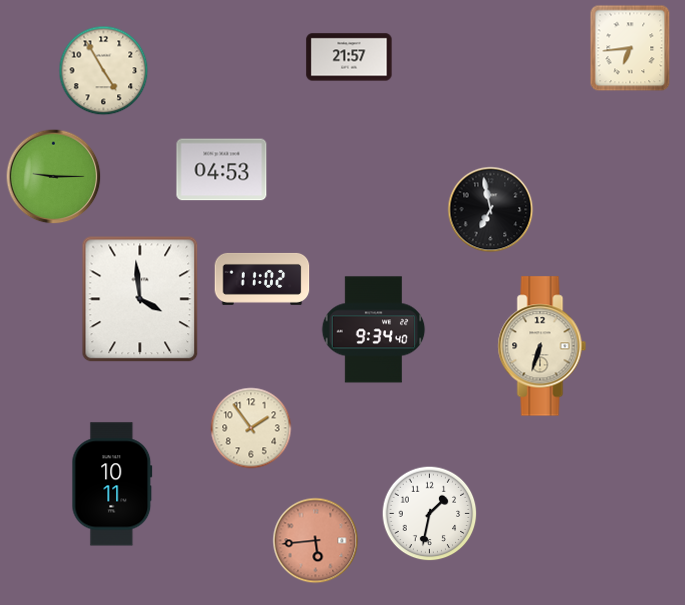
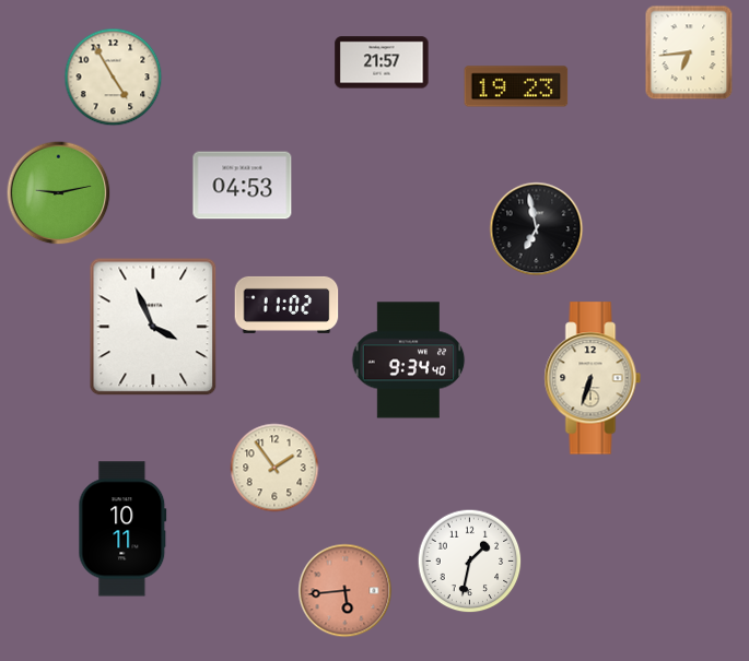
clock at (516, 86): none -> 19:23
clock at (54, 177): 9:15 -> 9:13
clock at (140, 299): 3:59 -> 3:56
